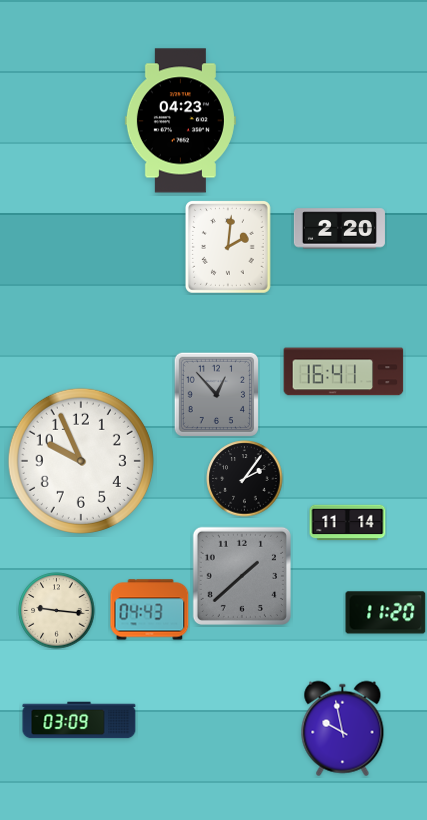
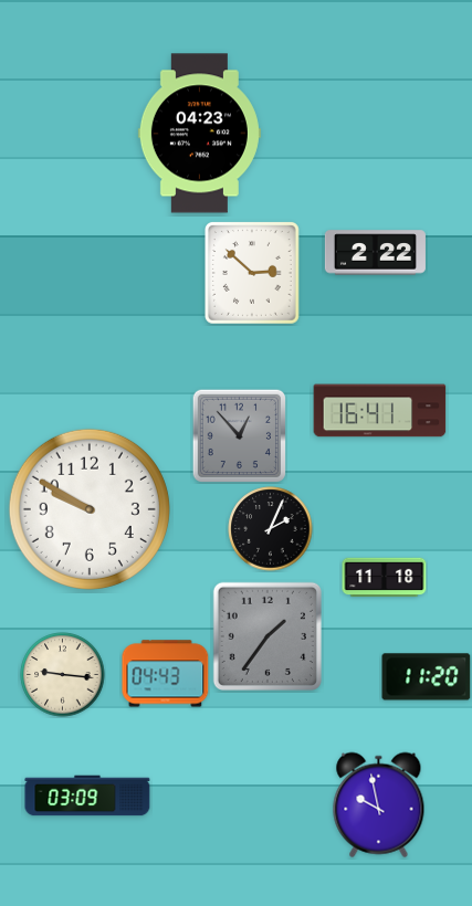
clock at (339, 229): 2:20 -> 2:22
clock at (228, 248): 2:01 -> 2:52
clock at (81, 461): 9:56 -> 9:50
clock at (245, 479): 2:06 -> 2:04
clock at (348, 523): 11:14 -> 11:18
clock at (242, 576): 1:38 -> 1:36
